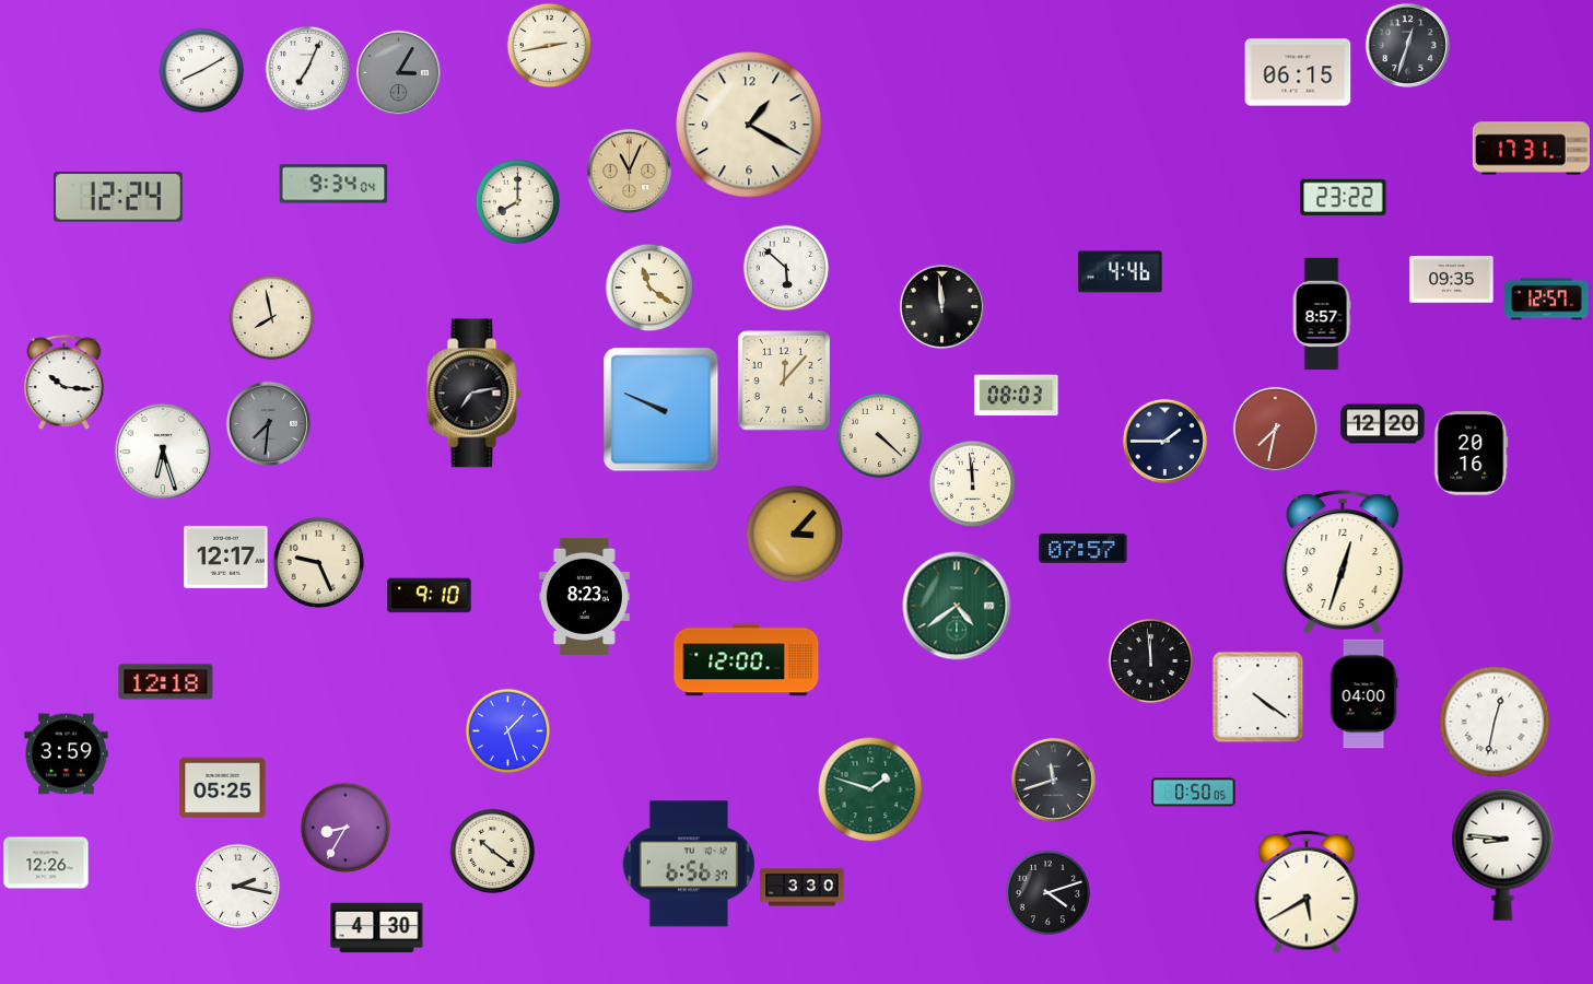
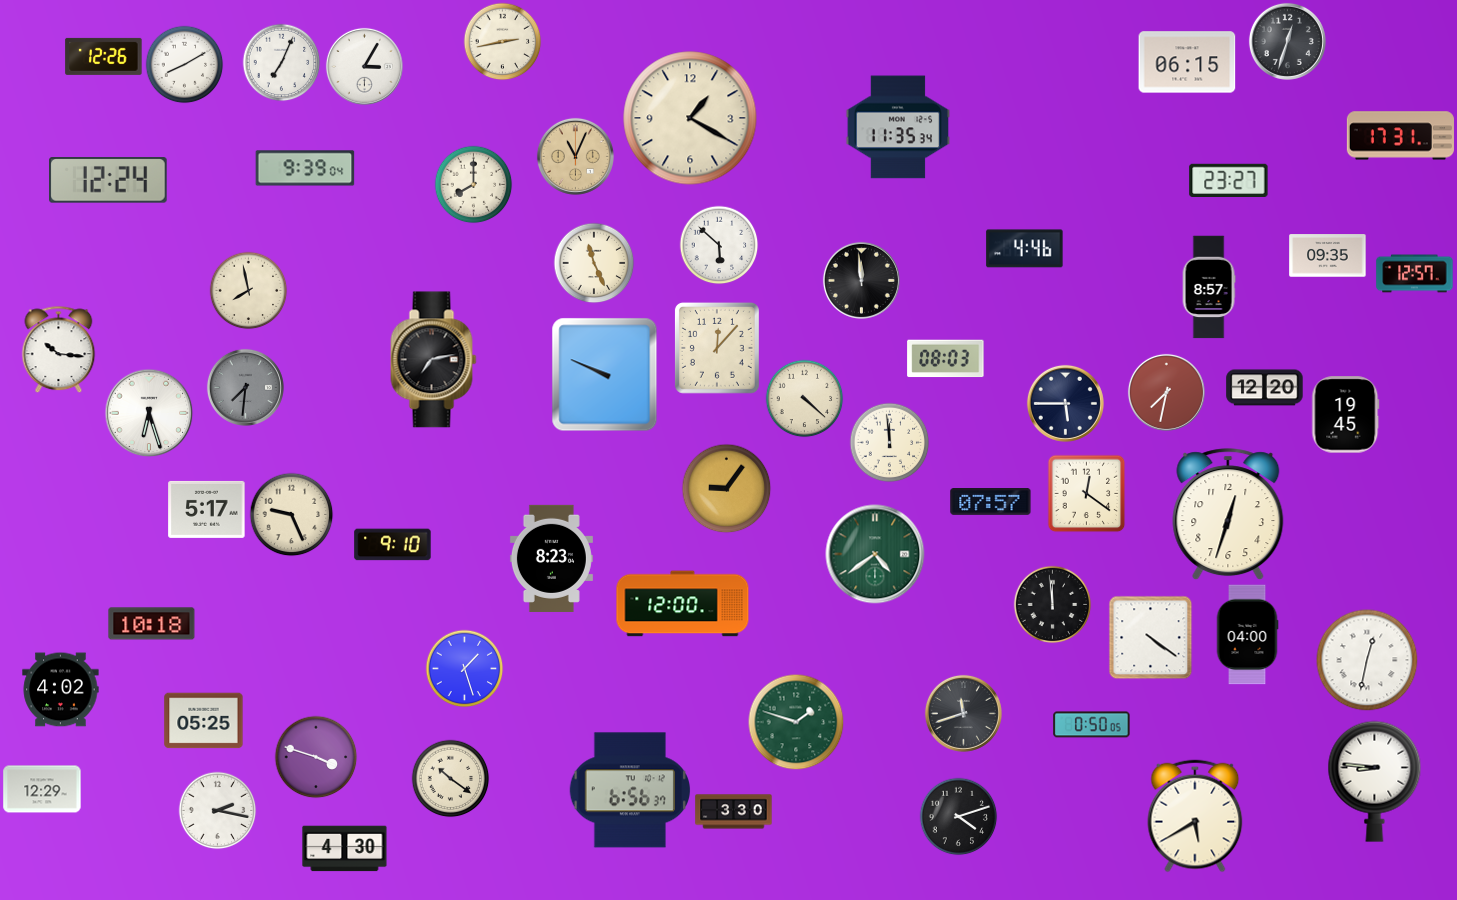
clock at (104, 56): none -> 12:26
clock at (398, 72) dial: grey -> white
clock at (1298, 72) position: (1298, 72) -> (1187, 62)
clock at (749, 125) position: (749, 125) -> (690, 118)
clock at (898, 127): none -> 11:35
clock at (333, 184): 9:34 -> 9:39
clock at (1344, 197): 23:22 -> 23:27
clock at (649, 288): 11:21 -> 11:26
clock at (1017, 396) position: (1017, 396) -> (946, 359)
clock at (1164, 441): 1:45 -> 5:45
clock at (1472, 454): 20:16 -> 19:45
clock at (794, 534): 3:07 -> 9:06
clock at (1086, 493): none -> 12:21
clock at (226, 557): 12:17 -> 5:17
clock at (584, 596) position: (584, 596) -> (551, 558)
clock at (166, 682): 12:18 -> 10:18
clock at (67, 754): 3:59 -> 4:02
clock at (345, 828): 8:35 -> 3:48
clock at (46, 863): 12:26 -> 12:29
